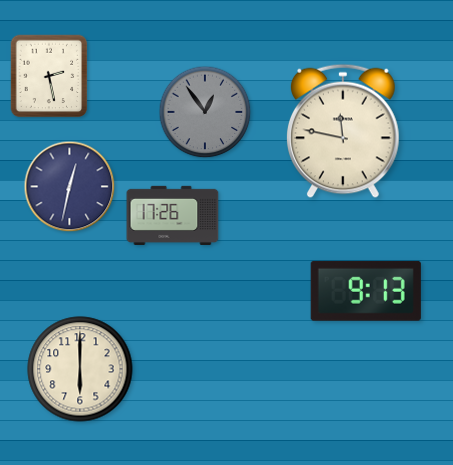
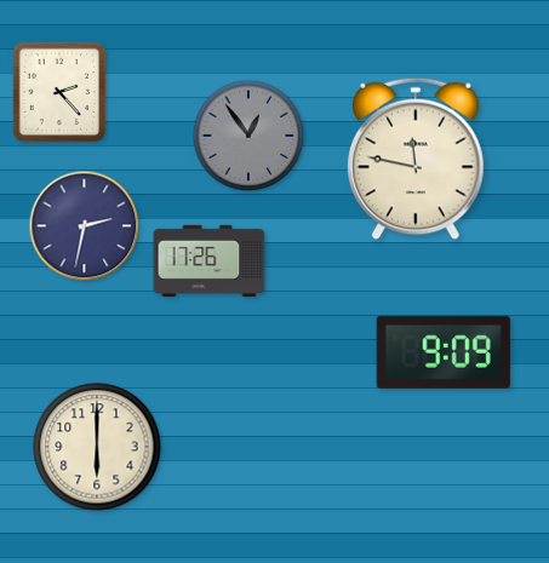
clock at (49, 76): 2:28 -> 2:23
clock at (70, 187): 12:32 -> 2:32
clock at (366, 291): 9:13 -> 9:09
